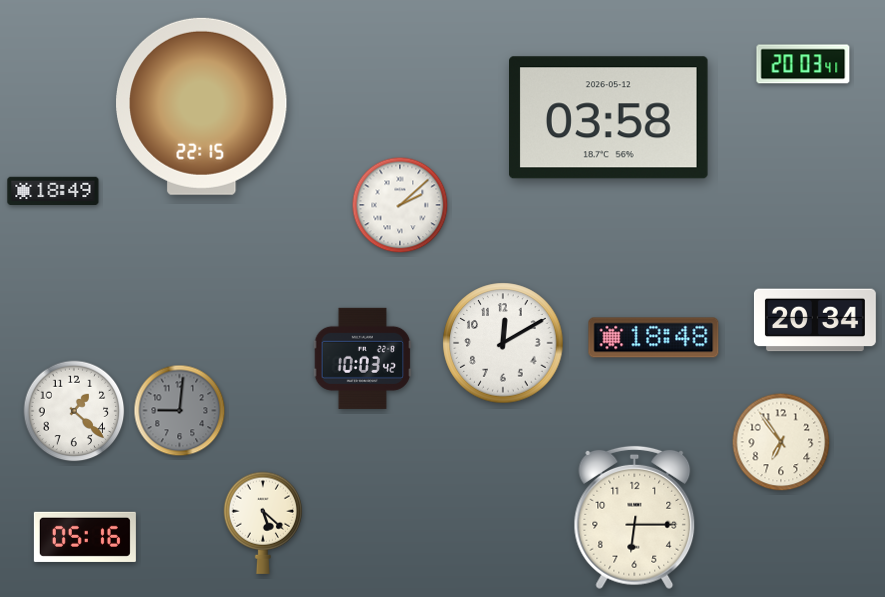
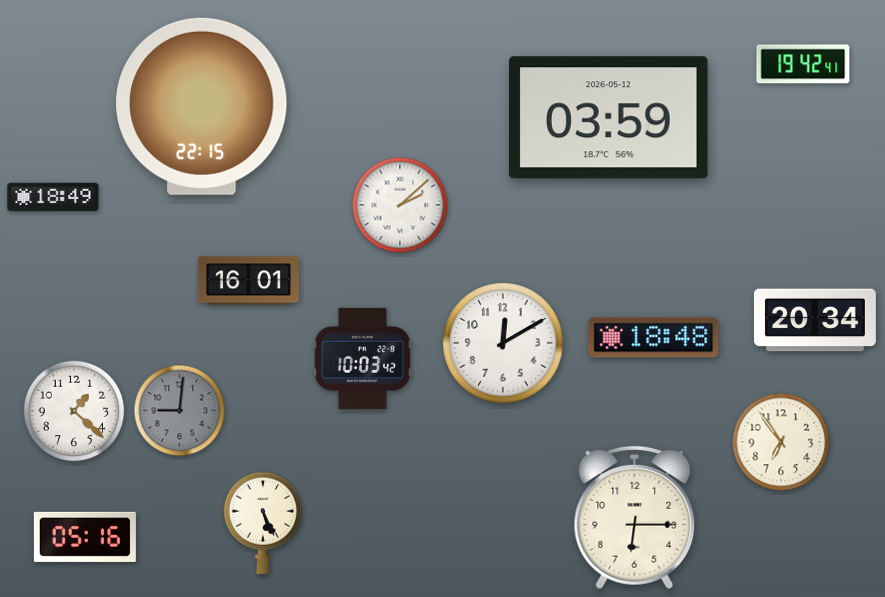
clock at (803, 64): 20:03 -> 19:42
clock at (609, 118): 03:58 -> 03:59
clock at (53, 190) position: (53, 190) -> (53, 196)
clock at (248, 281): none -> 16:01
clock at (263, 523): 5:22 -> 5:26
